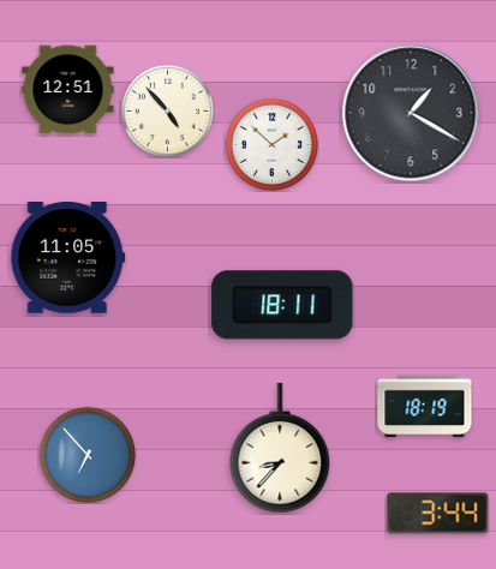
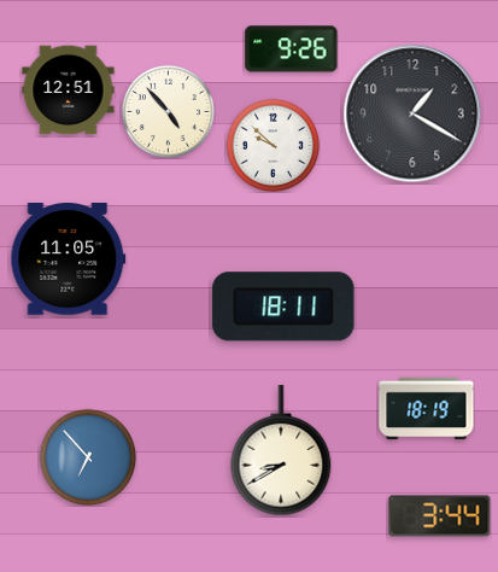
clock at (292, 49): none -> 9:26
clock at (271, 144): 1:52 -> 9:52
clock at (280, 448): 8:37 -> 8:40
